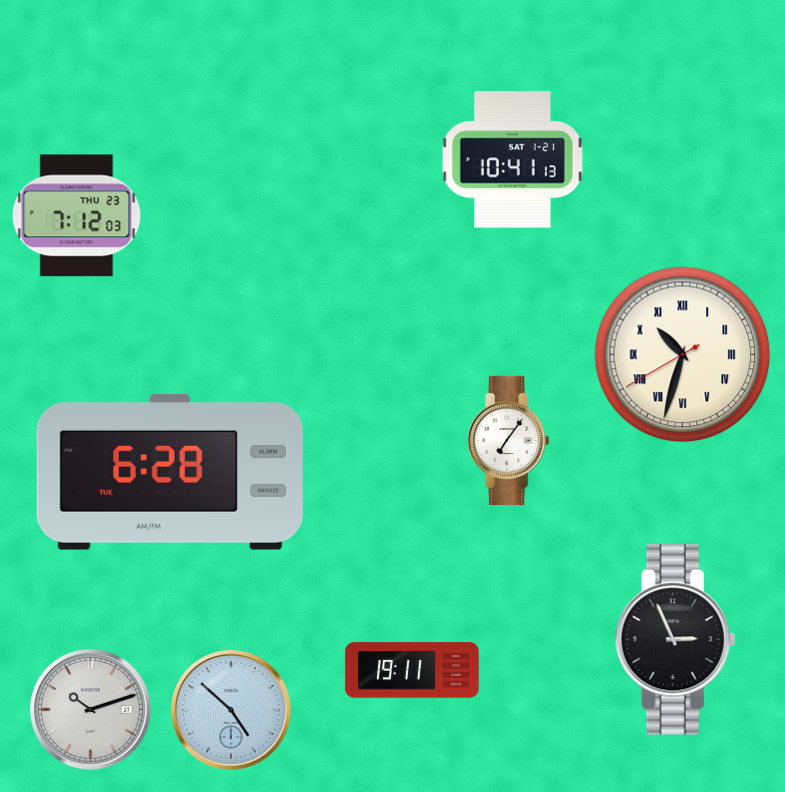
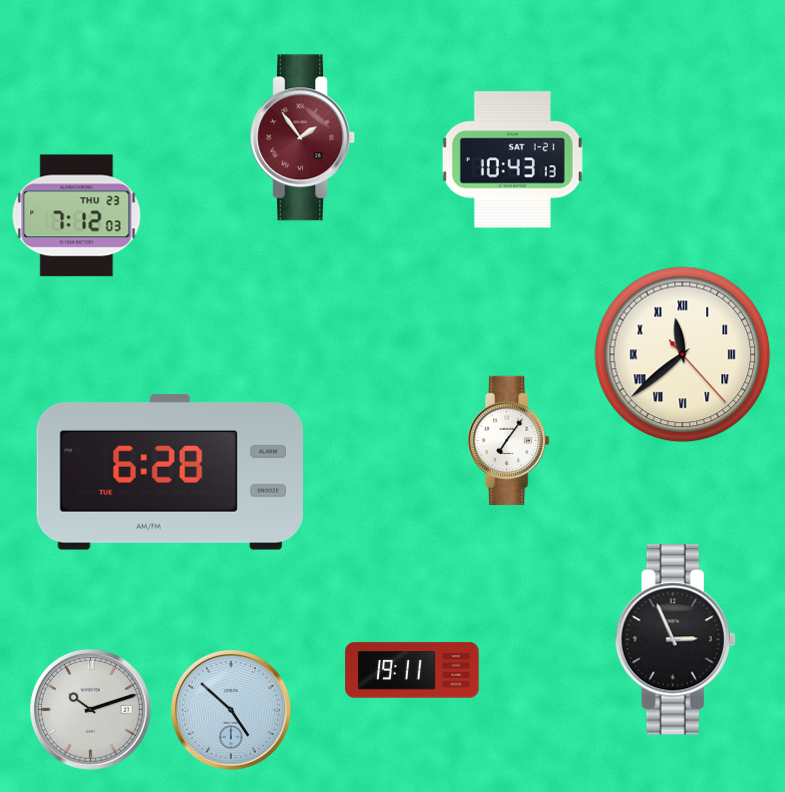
clock at (303, 138): none -> 1:54
clock at (512, 160): 10:41 -> 10:43
clock at (683, 355): 10:32 -> 11:38
